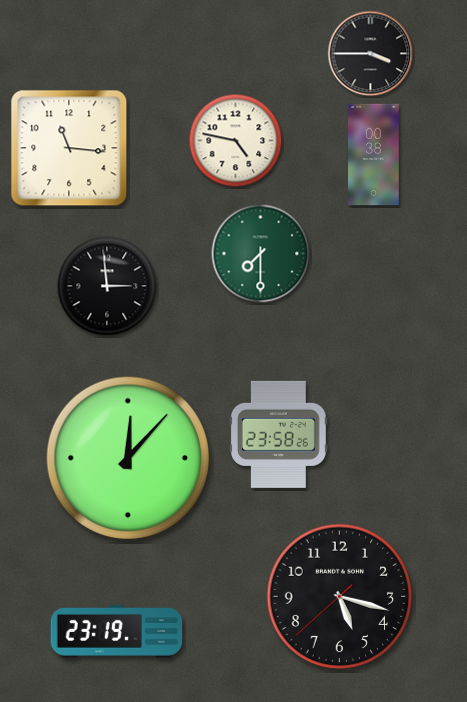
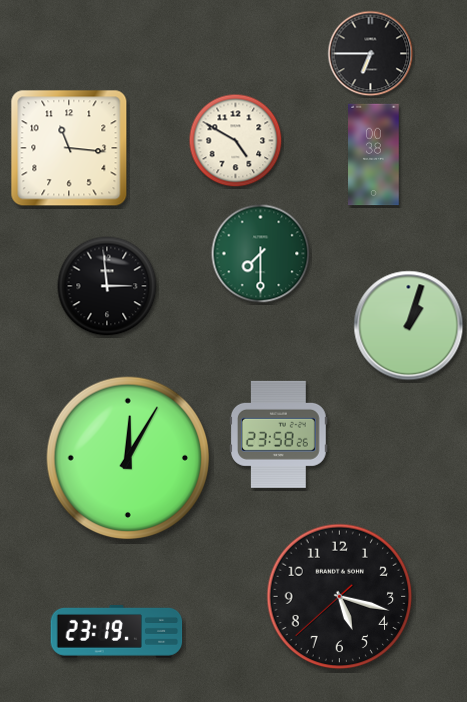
clock at (371, 54): 3:45 -> 6:45
clock at (236, 141): 4:47 -> 4:50
clock at (409, 326): none -> 1:03
clock at (128, 458): 12:07 -> 12:05
